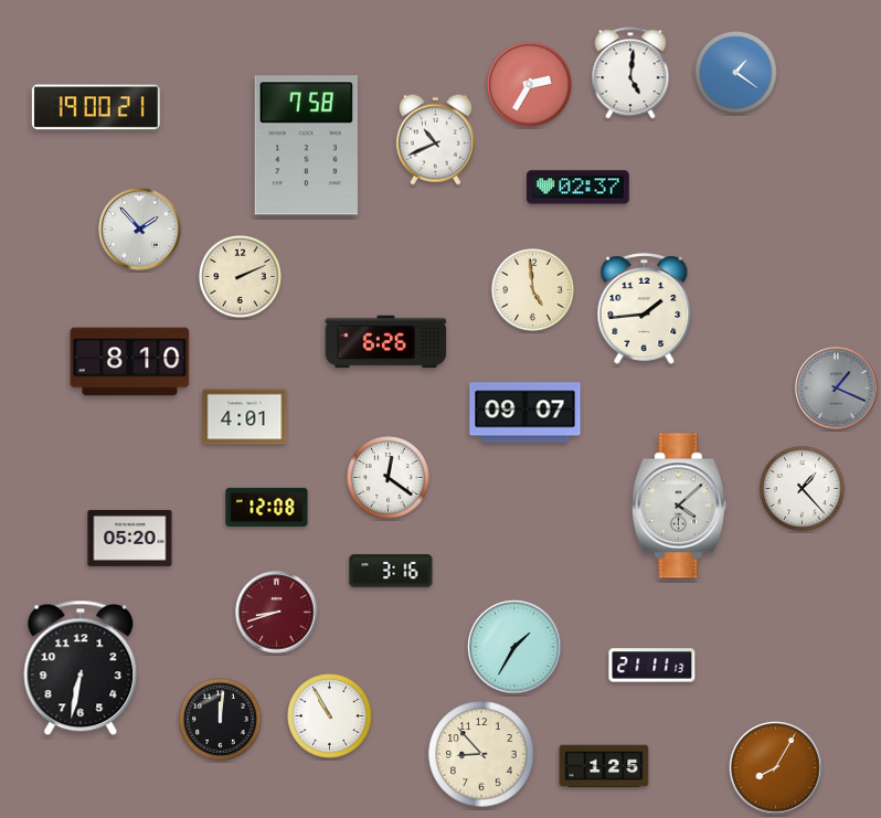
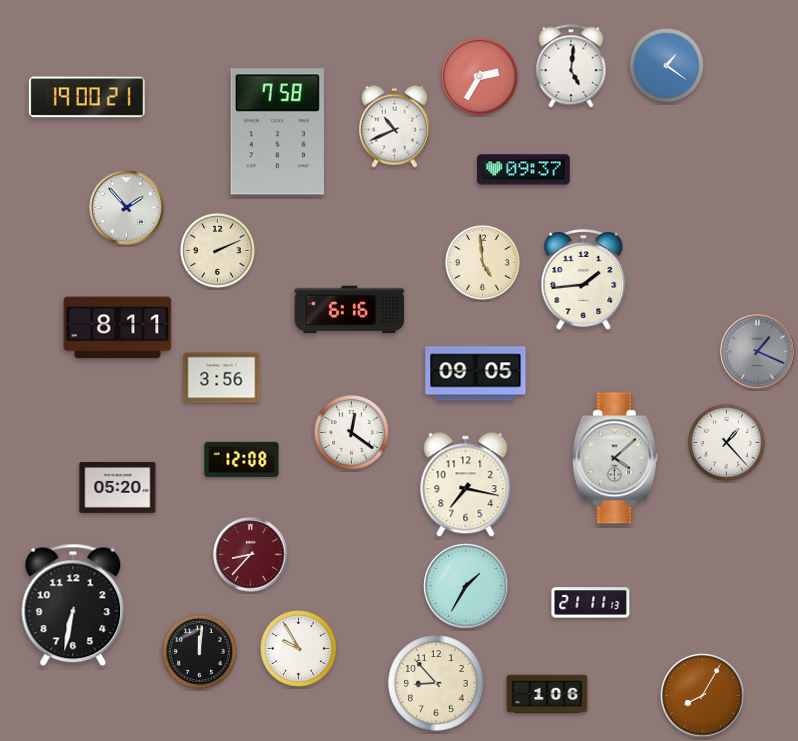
clock at (579, 188): 02:37 -> 09:37
clock at (386, 342): 6:26 -> 6:16
clock at (130, 362): 8:10 -> 8:11
clock at (526, 413): 09:07 -> 09:05
clock at (245, 417): 4:01 -> 3:56
clock at (466, 485): none -> 7:17
clock at (391, 571): 3:16 -> none
clock at (277, 613): 8:42 -> 8:37
clock at (330, 716): 10:55 -> 9:55
clock at (604, 766): 1:25 -> 1:06
